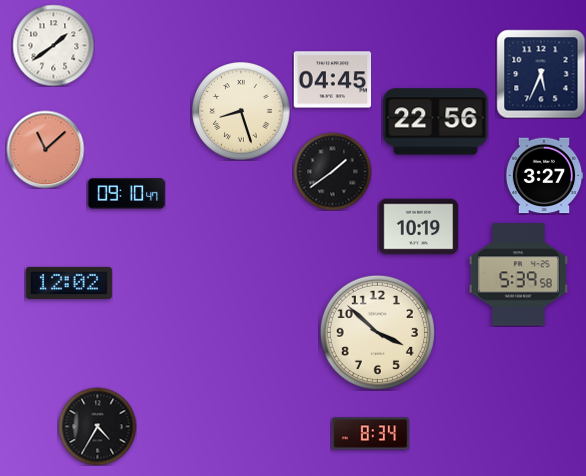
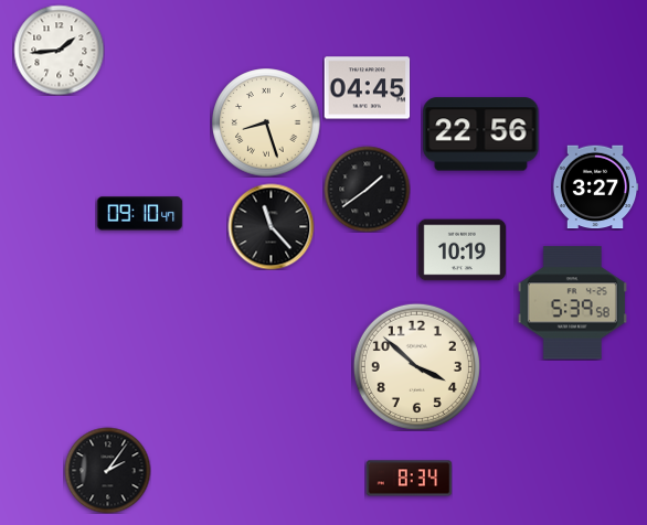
clock at (53, 45): 1:39 -> 1:44
clock at (541, 74): 5:34 -> none
clock at (45, 149): 11:08 -> none
clock at (544, 176) position: (544, 176) -> (595, 187)
clock at (271, 226): none -> 11:23
clock at (69, 283): 12:02 -> none
clock at (97, 426): 4:35 -> 2:06
